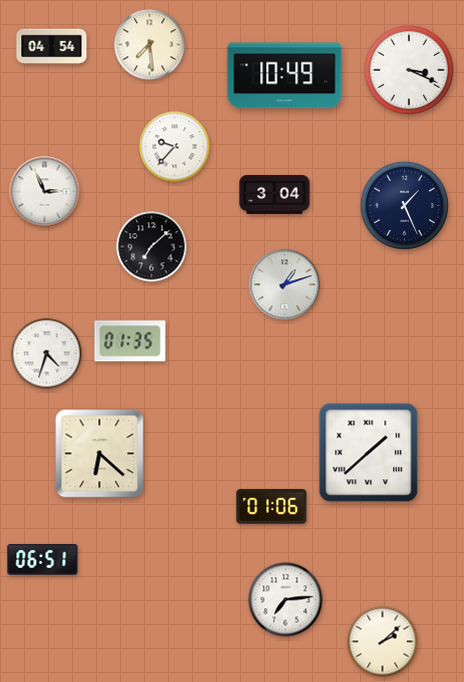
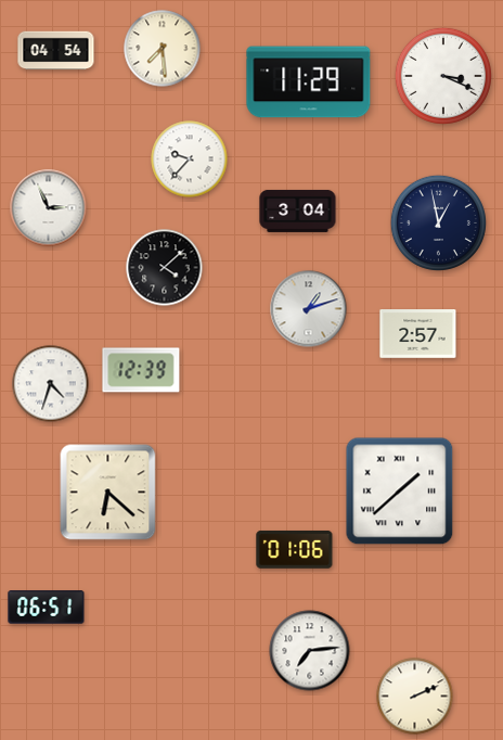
clock at (285, 76): 10:49 -> 11:29
clock at (404, 205): 1:26 -> 12:58
clock at (152, 247): 7:08 -> 4:08
clock at (418, 334): none -> 2:57
clock at (130, 341): 01:35 -> 12:39
clock at (383, 642): 2:08 -> 2:11
